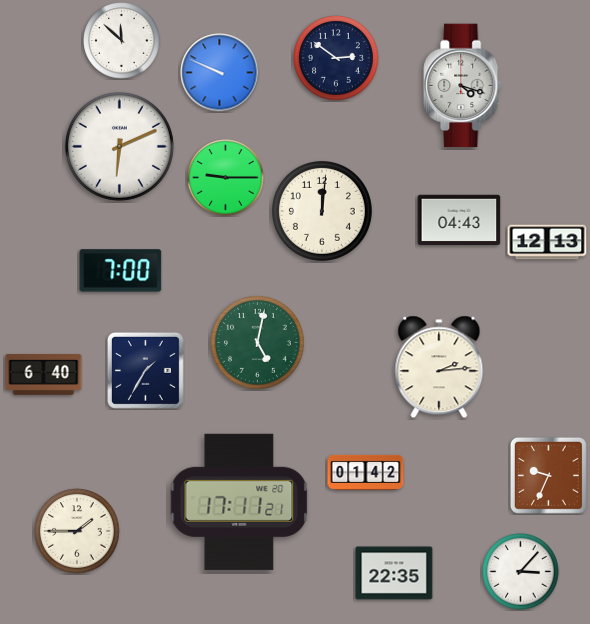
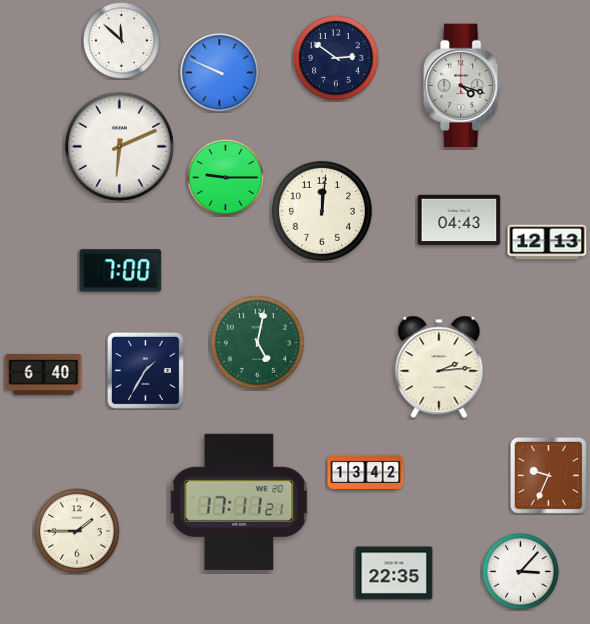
clock at (366, 472): 01:42 -> 13:42
